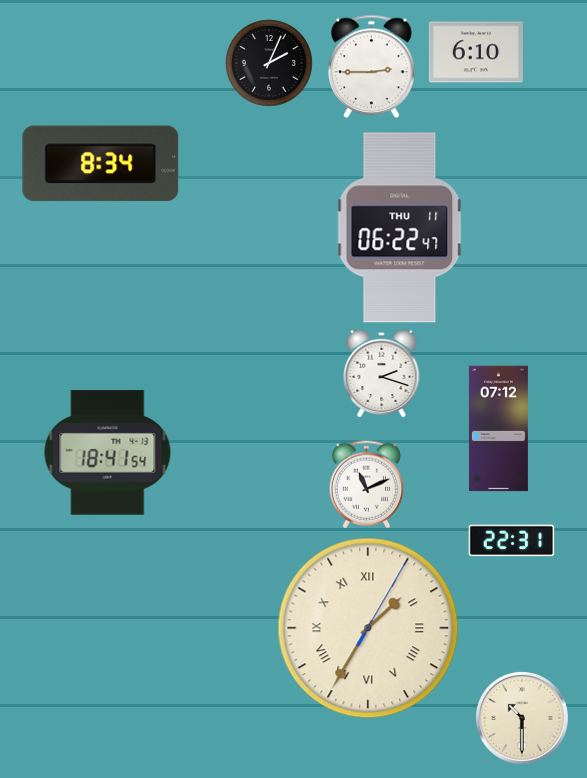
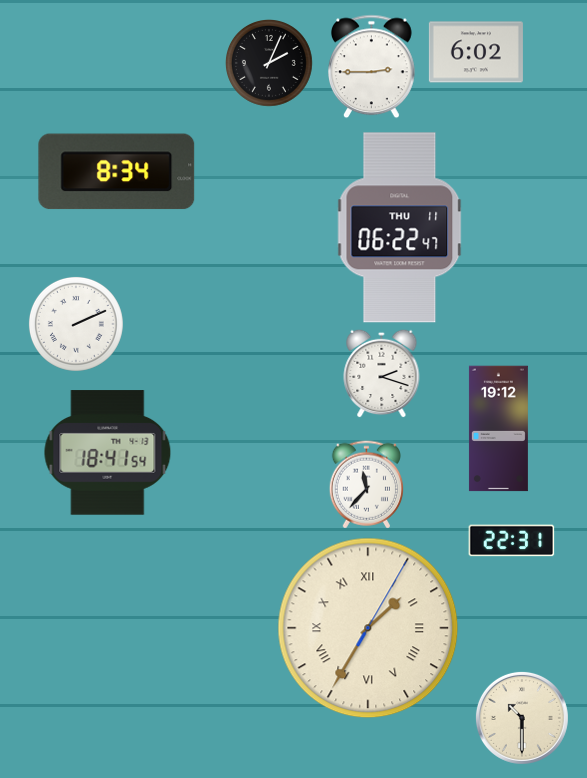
clock at (476, 52): 6:10 -> 6:02
clock at (101, 164) position: (101, 164) -> (117, 172)
clock at (76, 324): none -> 2:11
clock at (498, 429): 07:12 -> 19:12
clock at (366, 485): 11:11 -> 11:37
